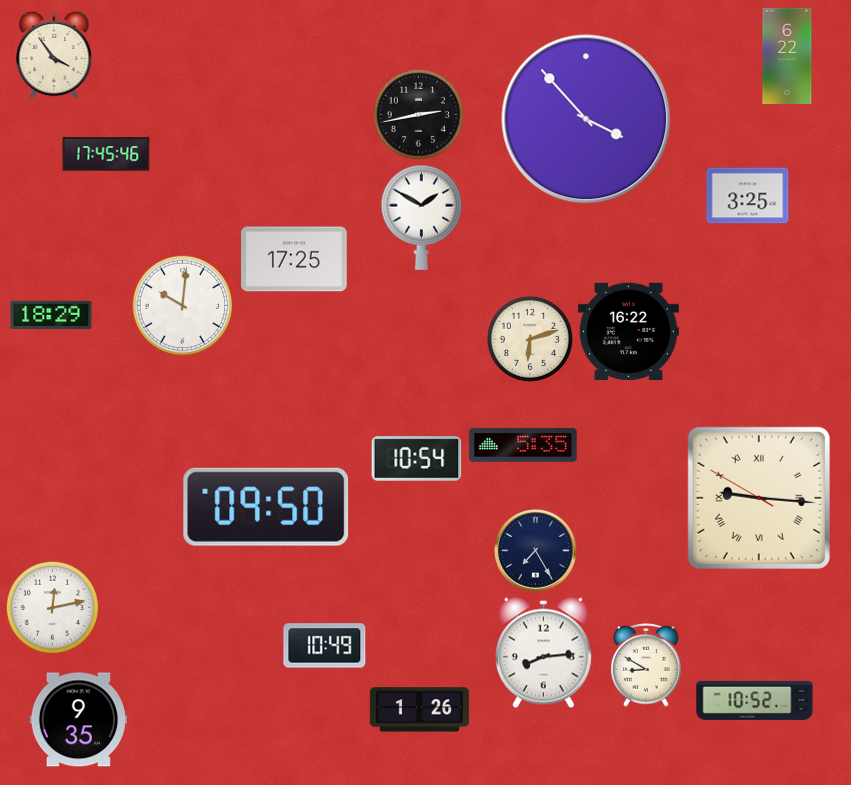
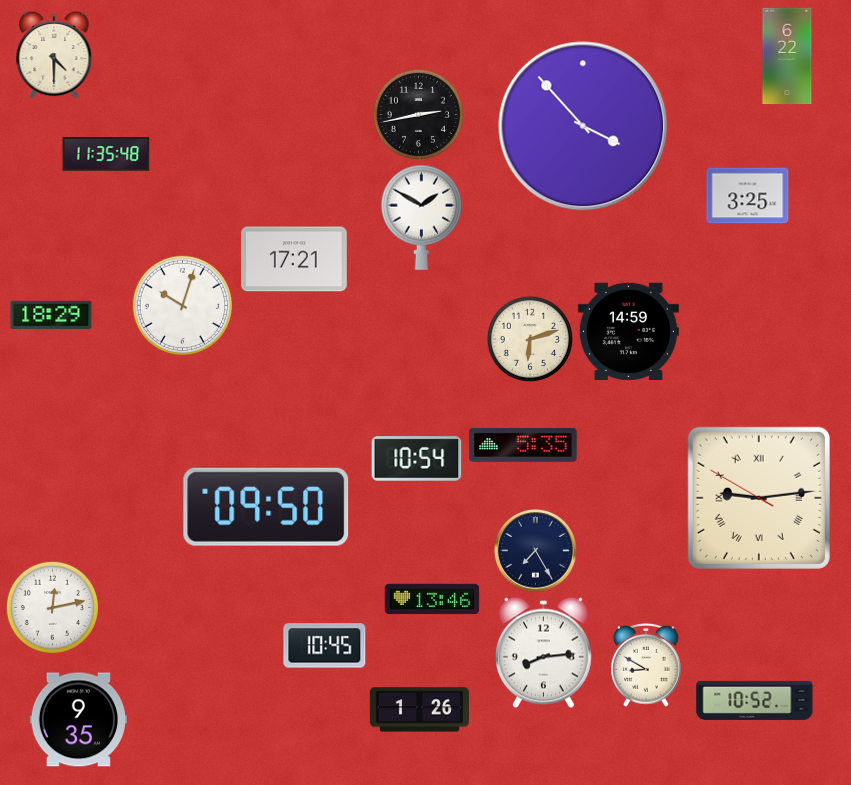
clock at (54, 55): 3:54 -> 4:30
clock at (586, 119) position: (586, 119) -> (583, 126)
clock at (106, 154): 17:45 -> 11:35
clock at (295, 259): 17:25 -> 17:21
clock at (182, 305): 10:01 -> 10:03
clock at (628, 331): 16:22 -> 14:59
clock at (759, 498): 9:15 -> 9:13
clock at (432, 599): none -> 13:46
clock at (325, 646): 10:49 -> 10:45
